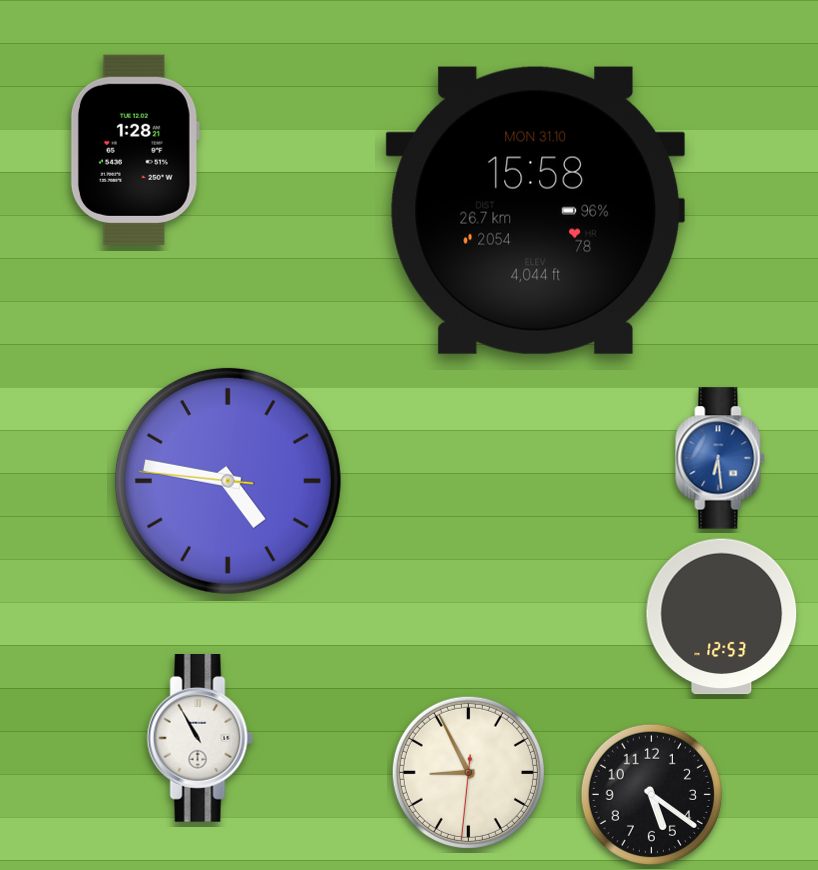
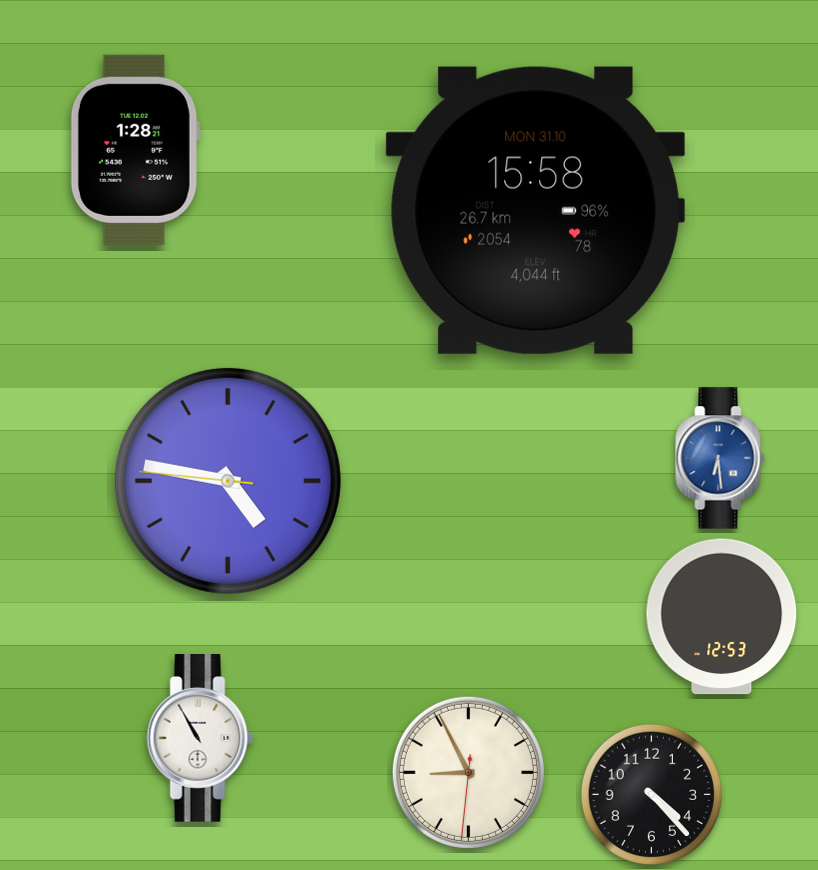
clock at (651, 794): 5:21 -> 4:23
